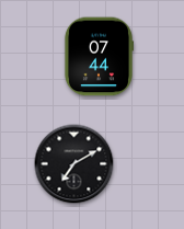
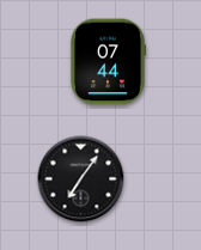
clock at (74, 164): 7:10 -> 7:06
